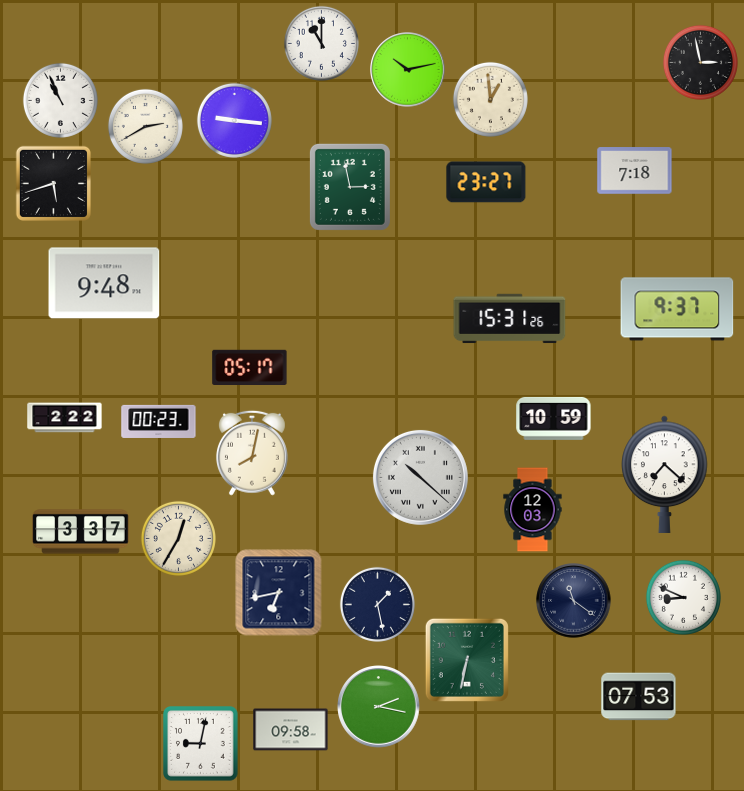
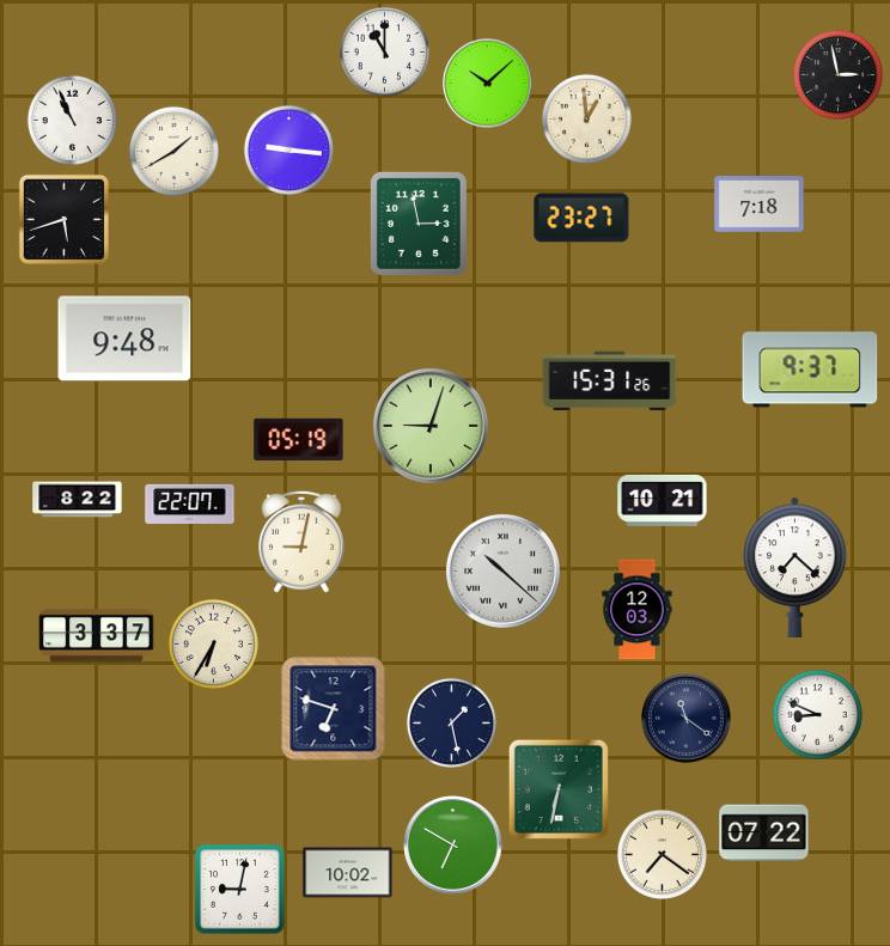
clock at (408, 70): 10:13 -> 10:08
clock at (234, 120) position: (234, 120) -> (288, 149)
clock at (145, 126): 2:40 -> 1:40
clock at (431, 426): none -> 9:03
clock at (250, 367): 05:17 -> 05:19
clock at (65, 418): 2:22 -> 8:22
clock at (554, 418): 10:59 -> 10:21
clock at (159, 421): 00:23 -> 22:07
clock at (252, 453): 8:02 -> 9:02
clock at (178, 538): 12:35 -> 6:35
clock at (279, 593): 6:43 -> 6:48
clock at (639, 697): 07:53 -> 07:22
clock at (379, 707): 2:17 -> 6:50
clock at (662, 854): none -> 7:21
clock at (291, 730): 09:58 -> 10:02
